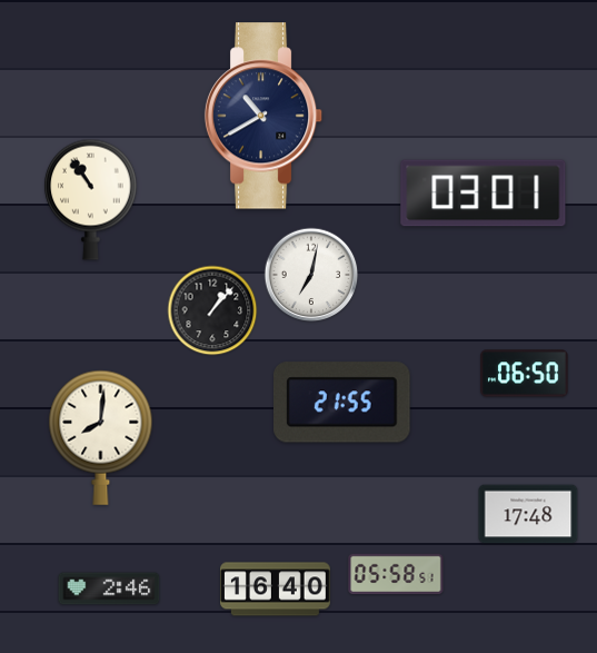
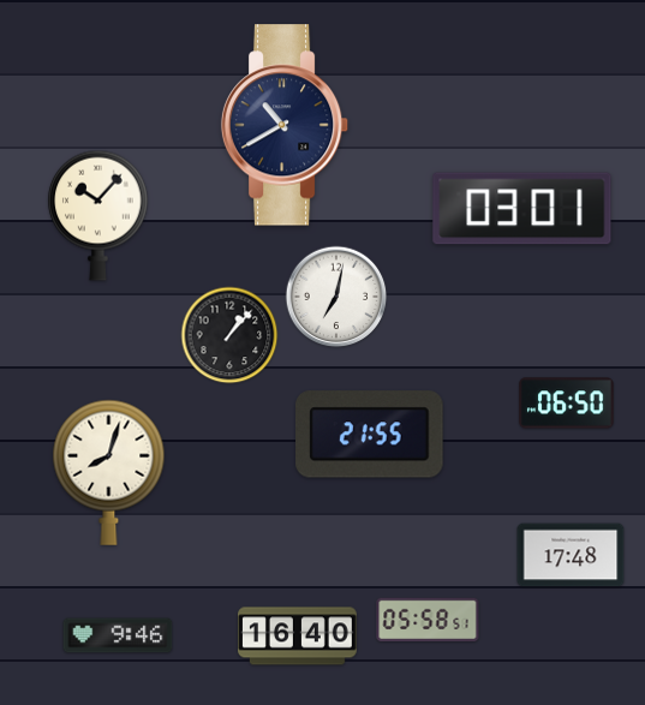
clock at (91, 199): 10:54 -> 10:07
clock at (101, 437): 8:01 -> 8:03
clock at (109, 588): 2:46 -> 9:46
